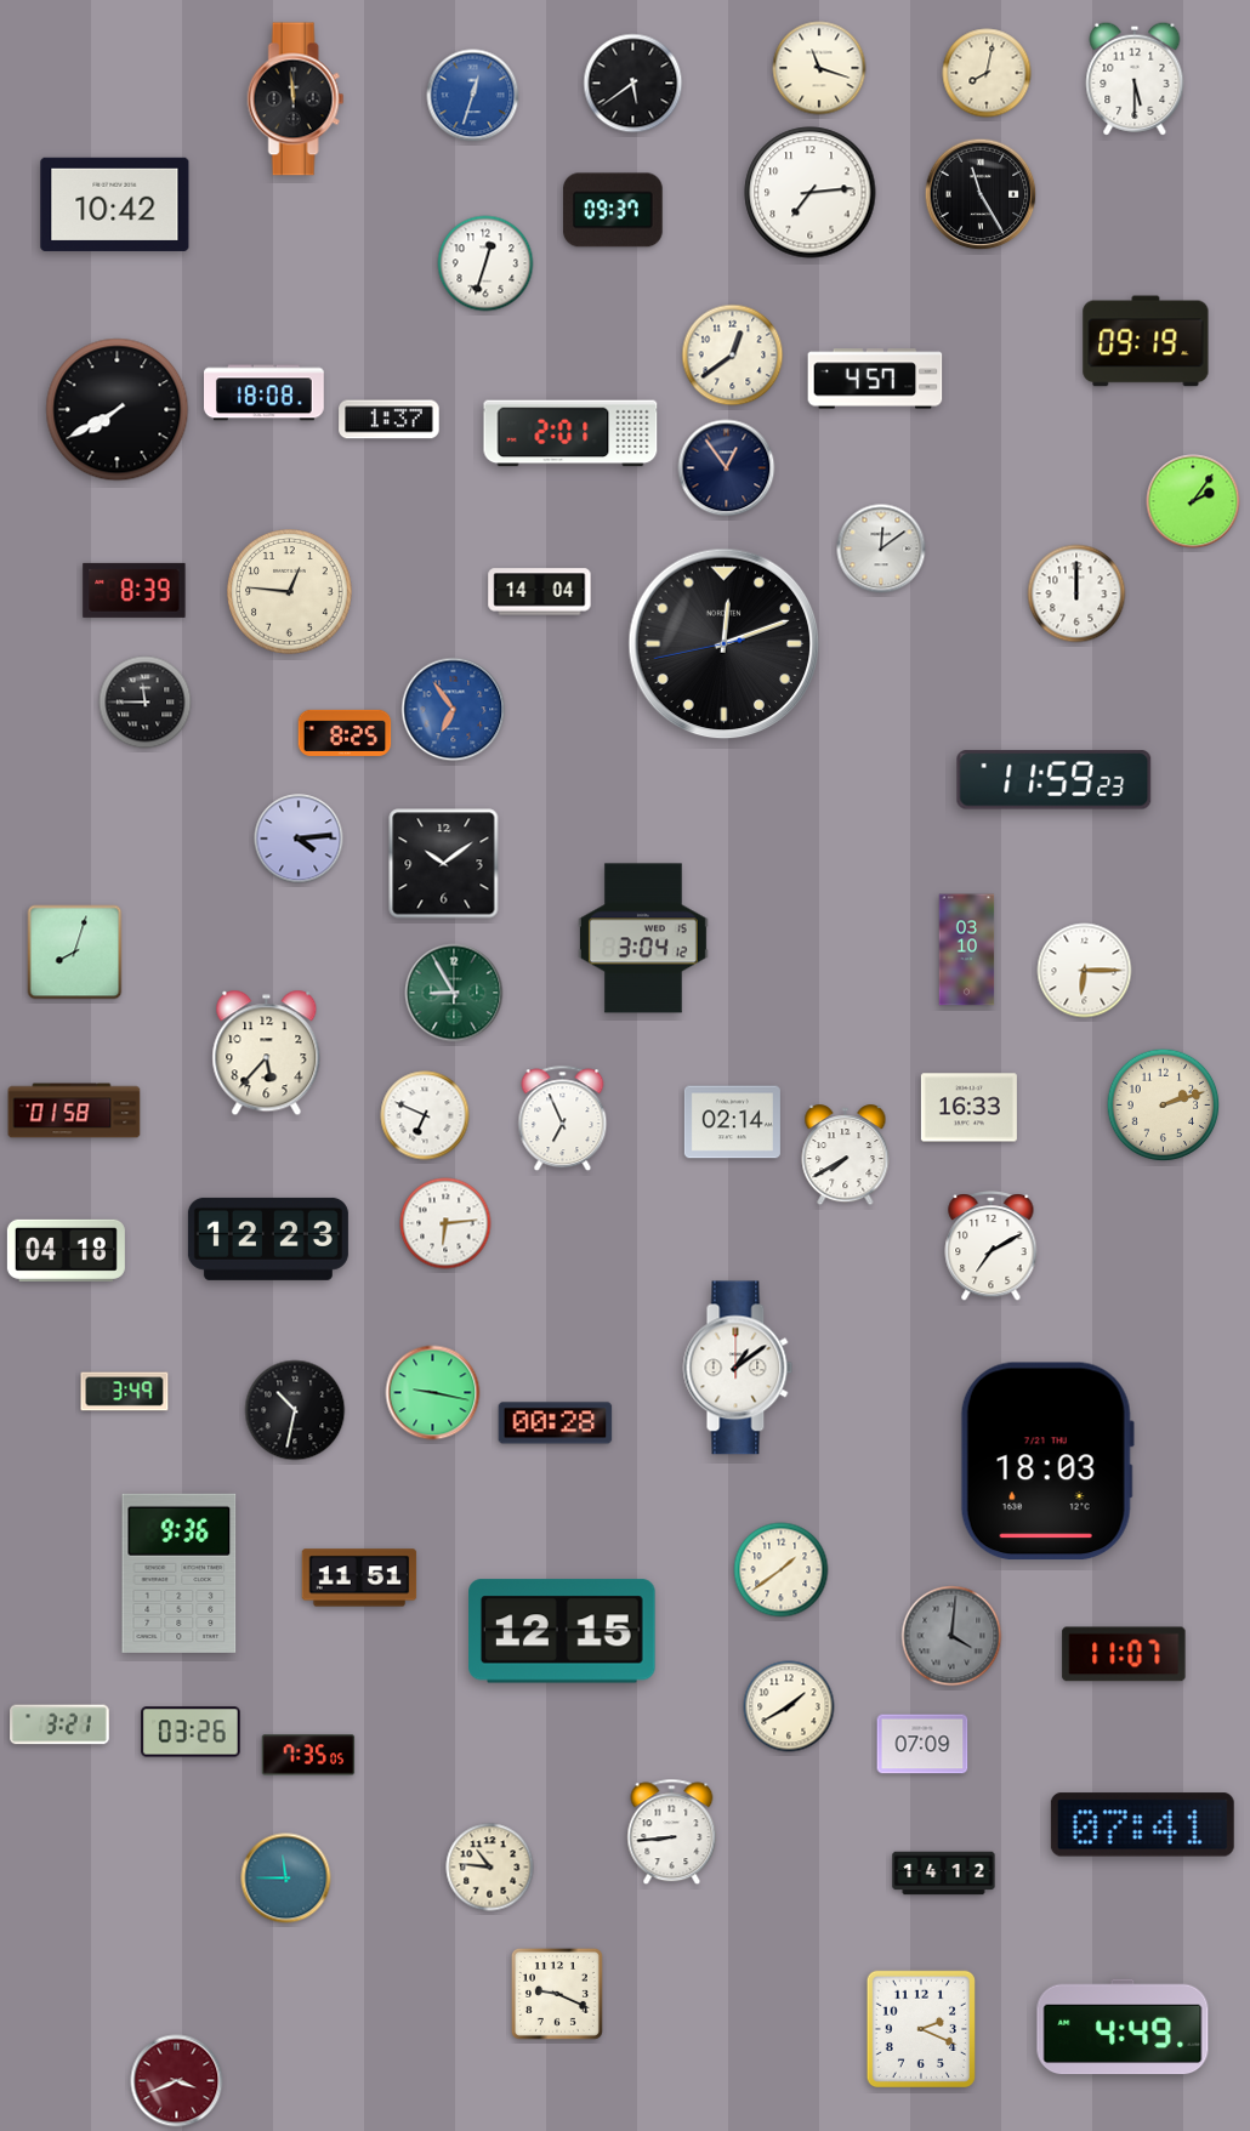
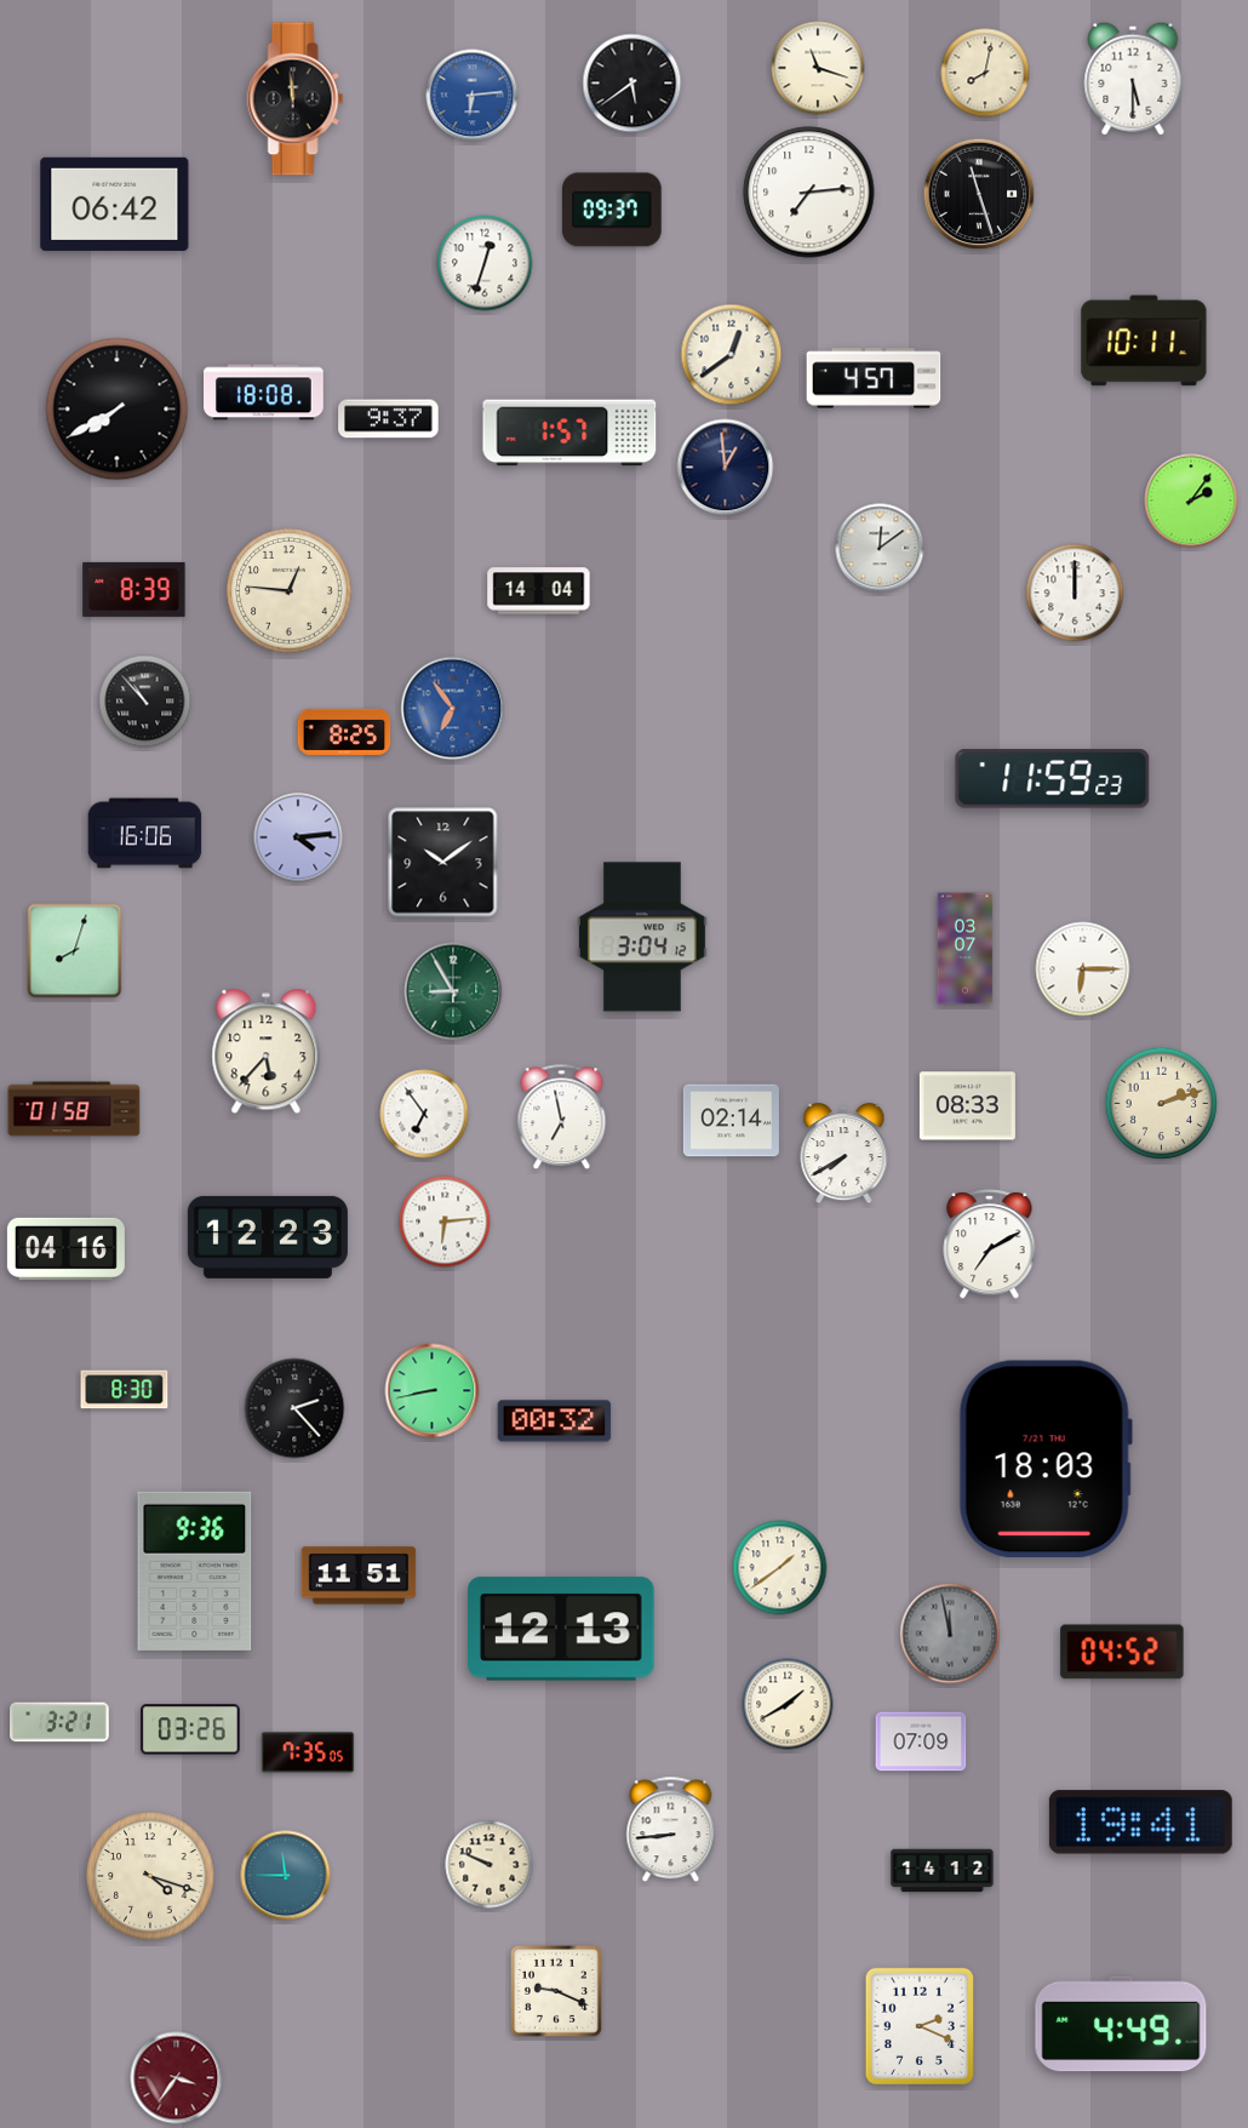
clock at (473, 96): 12:33 -> 6:14
clock at (981, 194): 11:25 -> 11:27
clock at (115, 204): 10:42 -> 06:42
clock at (1146, 341): 09:19 -> 10:11
clock at (390, 420): 1:37 -> 9:37
clock at (570, 433): 2:01 -> 1:57
clock at (727, 468): 12:54 -> 12:59
clock at (725, 644): 12:11 -> none
clock at (146, 703): 11:45 -> 10:53
clock at (145, 834): none -> 16:06
clock at (967, 950): 03:10 -> 03:07
clock at (968, 1108): 16:33 -> 08:33
clock at (425, 1115): 6:49 -> 6:54
clock at (563, 1119): 6:56 -> 6:58
clock at (66, 1250): 04:18 -> 04:16
clock at (738, 1368): 1:09 -> none
clock at (125, 1392): 3:49 -> 8:30
clock at (433, 1393): 9:17 -> 8:43
clock at (295, 1410): 10:32 -> 2:23
clock at (556, 1423): 00:28 -> 00:32
clock at (180, 1573) position: (180, 1573) -> (195, 1571)
clock at (562, 1631): 12:15 -> 12:13
clock at (951, 1636): 4:01 -> 11:58
clock at (1124, 1654): 11:07 -> 04:52
clock at (1142, 1825): 07:41 -> 19:41
clock at (490, 1868): 10:46 -> 9:49
clock at (150, 1876): none -> 4:18
clock at (177, 2081): 3:41 -> 3:36
